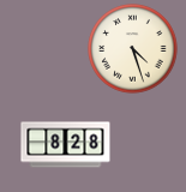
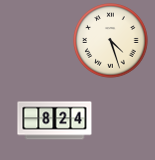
clock at (66, 145): 8:28 -> 8:24
